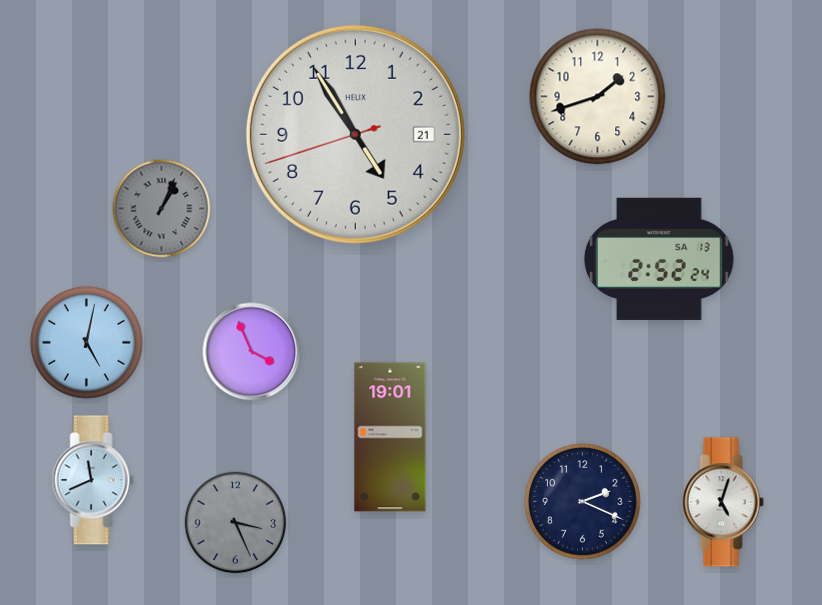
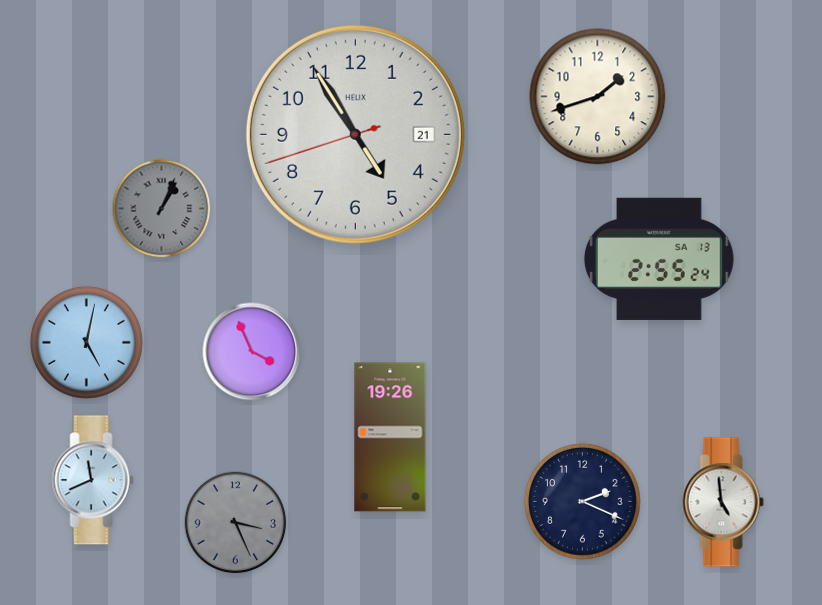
clock at (659, 259): 2:52 -> 2:55
clock at (390, 437): 19:01 -> 19:26
clock at (723, 502): 5:03 -> 4:59
